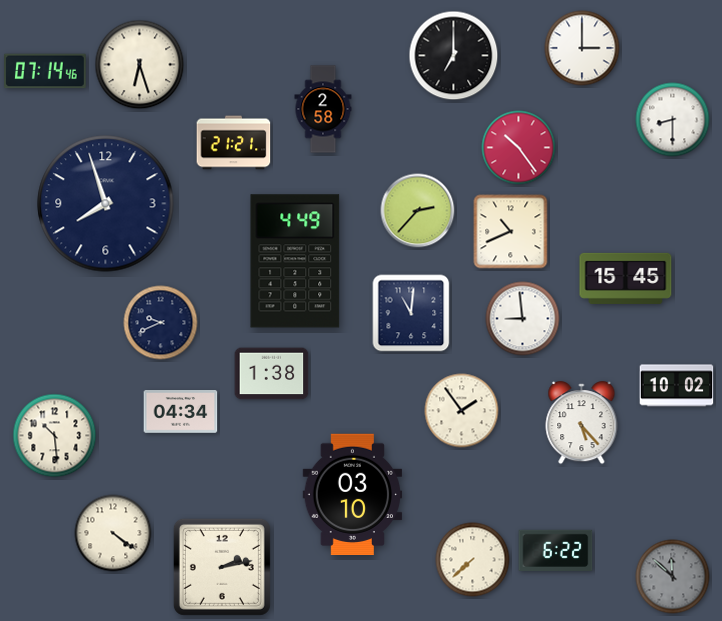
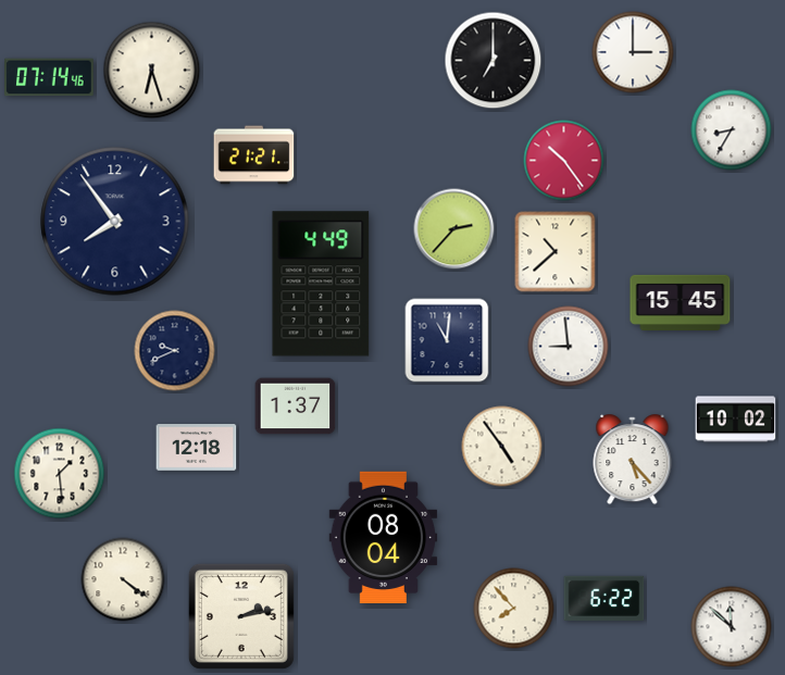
clock at (323, 109): 2:58 -> none
clock at (673, 120): 8:30 -> 8:35
clock at (106, 204): 7:57 -> 7:54
clock at (511, 232): 10:41 -> 10:38
clock at (272, 374): 1:38 -> 1:37
clock at (462, 411): 1:54 -> 4:54
clock at (181, 412): 04:34 -> 12:18
clock at (55, 436): 10:29 -> 1:29
clock at (353, 494): 03:10 -> 08:04
clock at (473, 560): 7:38 -> 7:53
clock at (673, 577) dial: grey -> white
